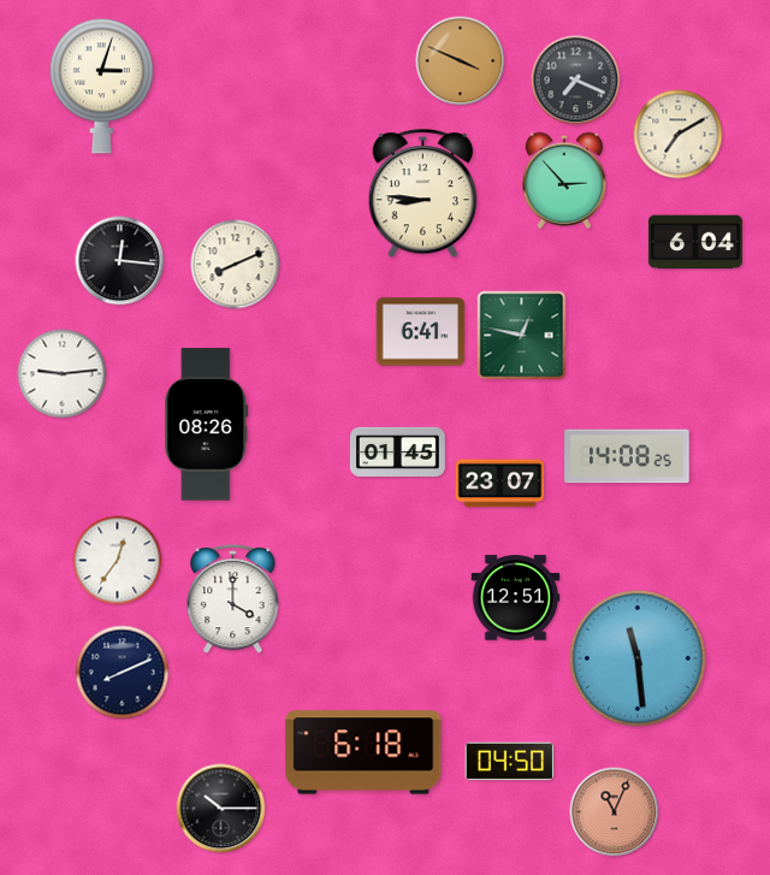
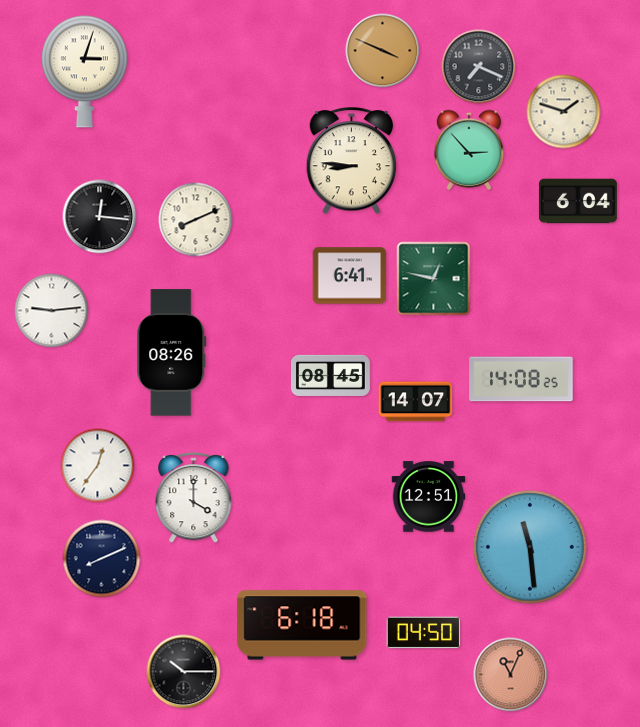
clock at (679, 135): 7:10 -> 1:48
clock at (397, 451): 01:45 -> 08:45
clock at (500, 484): 23:07 -> 14:07
